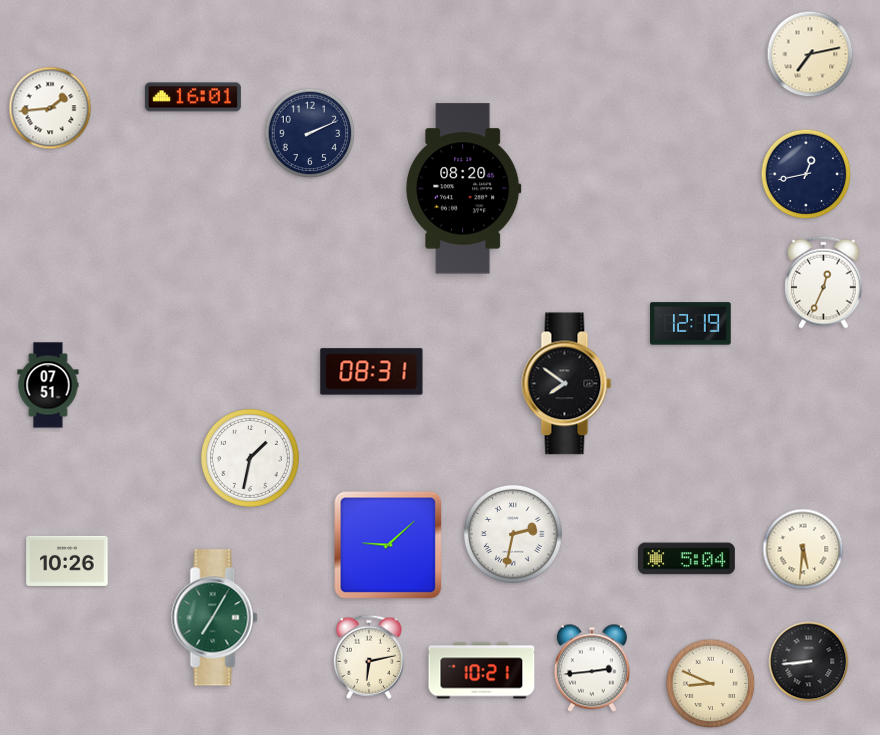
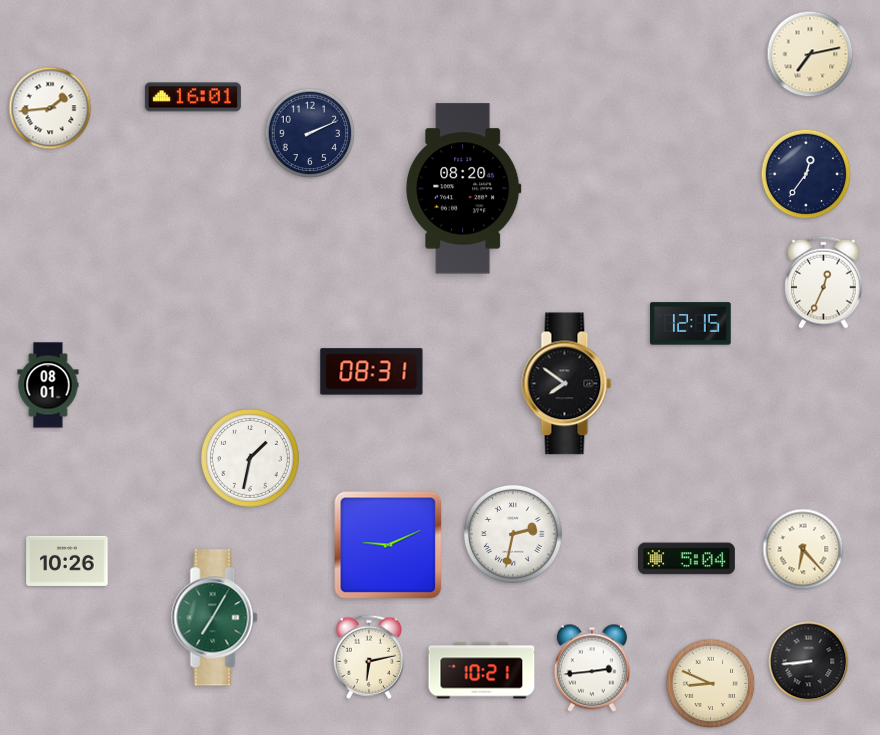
clock at (806, 174): 12:43 -> 12:36
clock at (691, 324): 12:19 -> 12:15
clock at (48, 385): 07:51 -> 08:01
clock at (388, 545): 9:08 -> 9:11
clock at (803, 549): 5:31 -> 6:23
